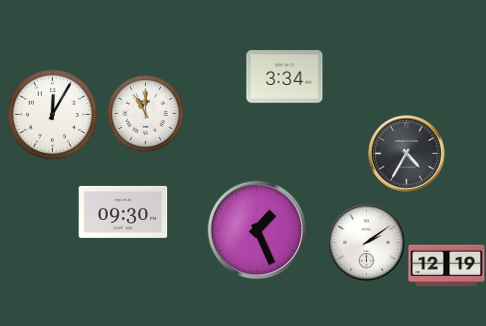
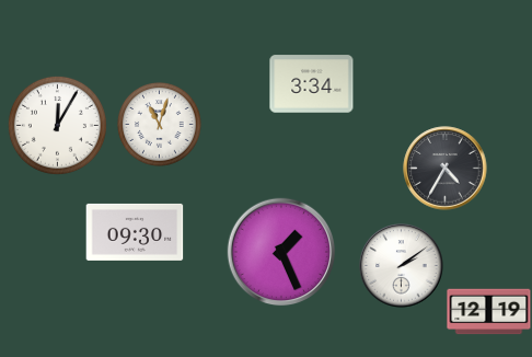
clock at (146, 114): 11:00 -> 11:03
clock at (447, 266) position: (447, 266) -> (489, 312)
